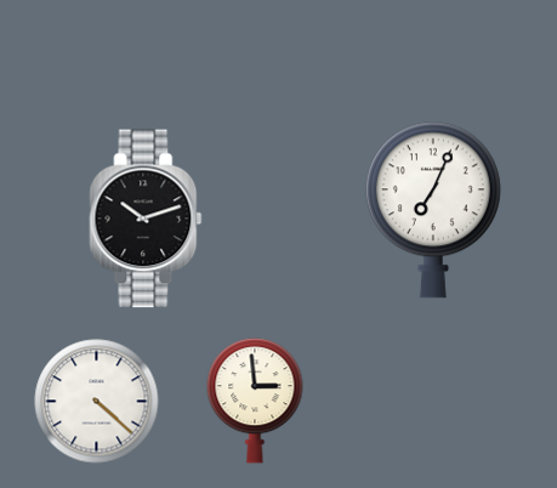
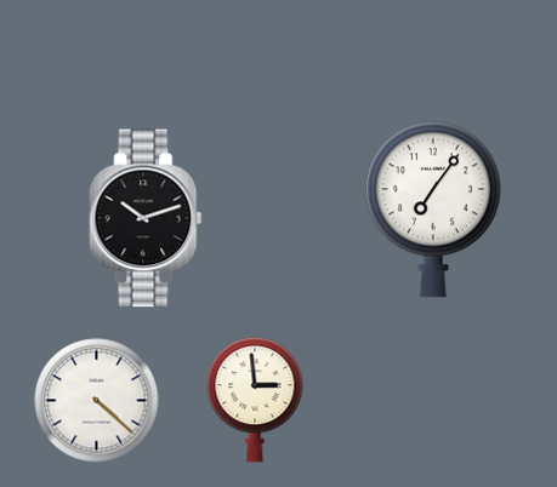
clock at (433, 210): 7:04 -> 7:06
